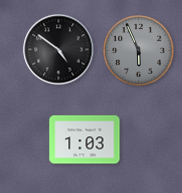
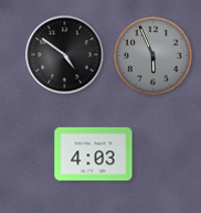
clock at (85, 140): 1:03 -> 4:03
